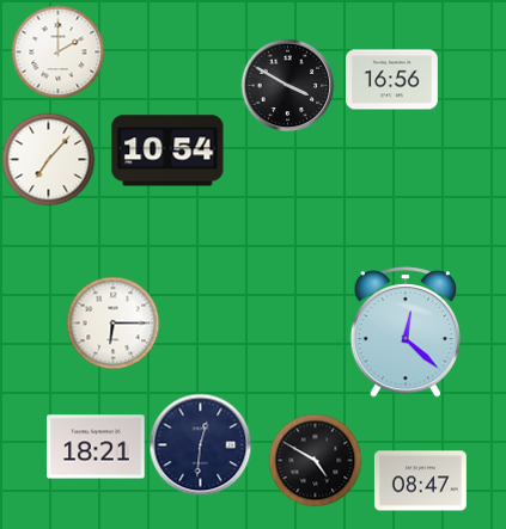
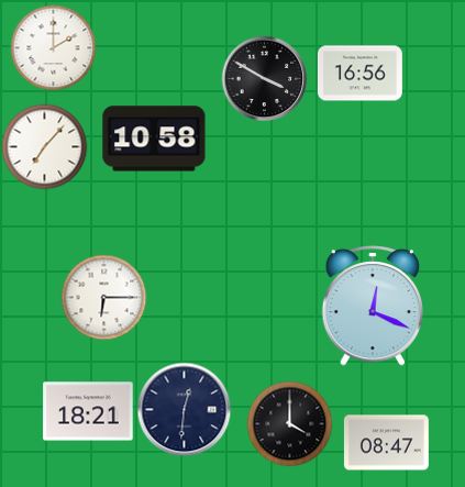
clock at (167, 150): 10:54 -> 10:58
clock at (406, 332): 12:22 -> 12:19
clock at (315, 460): 4:50 -> 4:00
